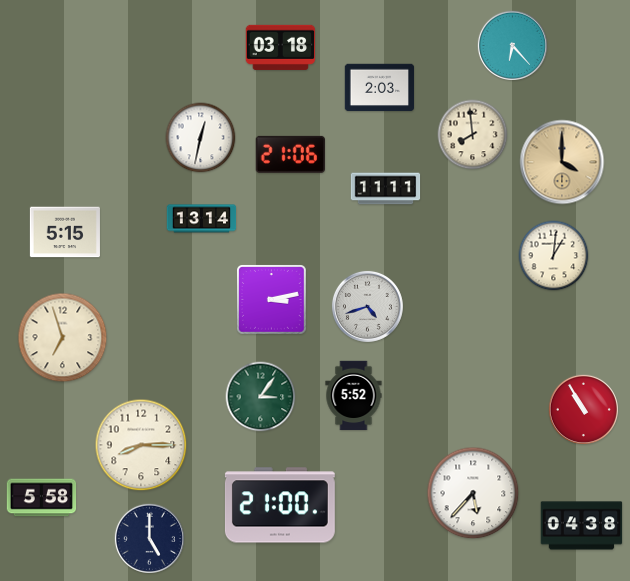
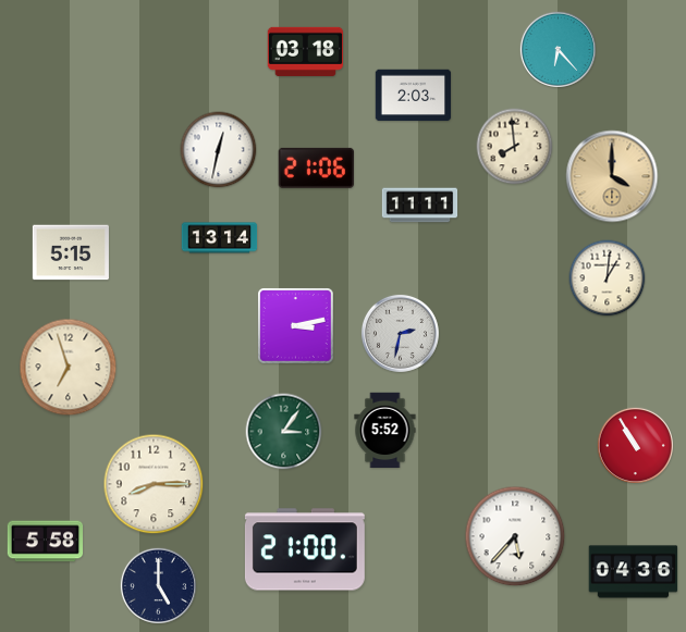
clock at (554, 256) position: (554, 256) -> (608, 278)
clock at (367, 306): 4:42 -> 2:32
clock at (582, 526): 04:38 -> 04:36
clock at (149, 538) position: (149, 538) -> (158, 585)
